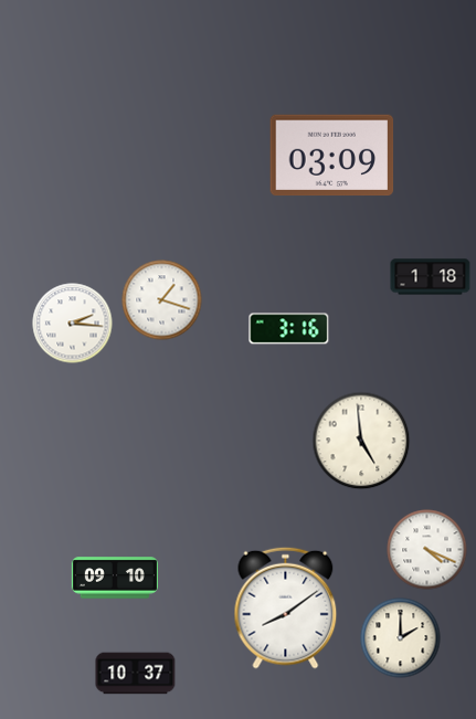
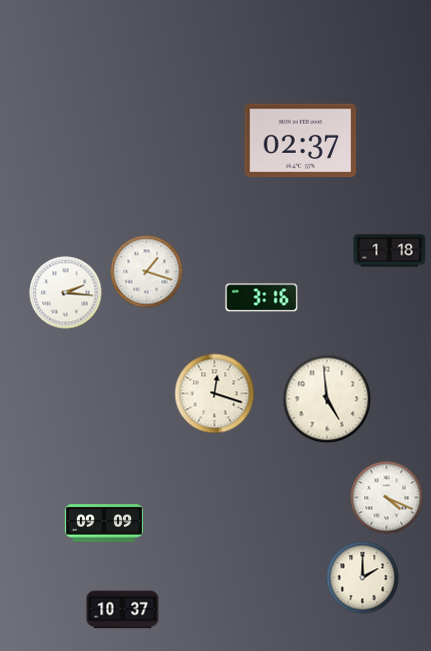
clock at (332, 156): 03:09 -> 02:37
clock at (215, 394): none -> 12:18
clock at (114, 578): 09:10 -> 09:09
clock at (286, 607): 8:09 -> none
